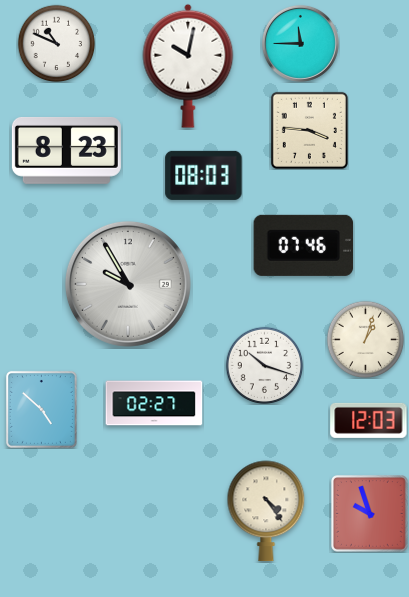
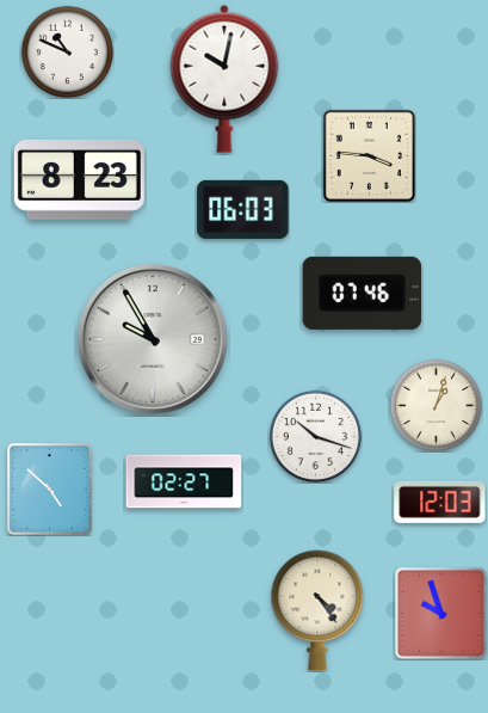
clock at (300, 43): 11:45 -> none
clock at (204, 175): 08:03 -> 06:03
